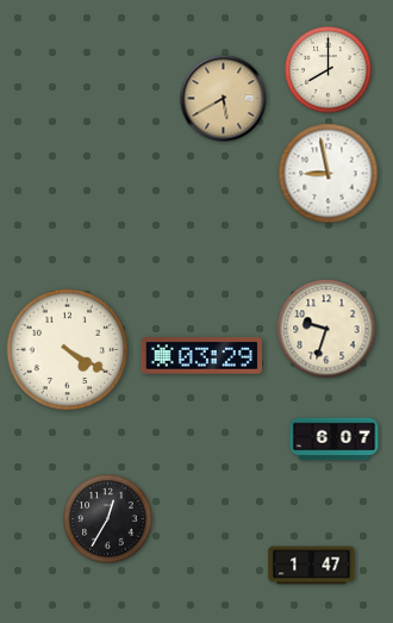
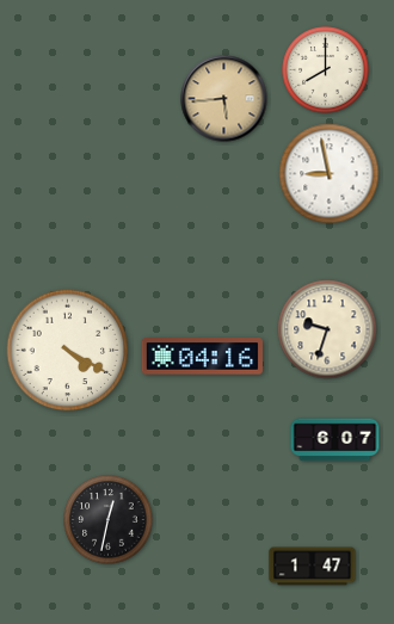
clock at (329, 70) position: (329, 70) -> (326, 70)
clock at (224, 99): 5:40 -> 5:44
clock at (201, 356): 03:29 -> 04:16
clock at (108, 519): 12:35 -> 12:32
